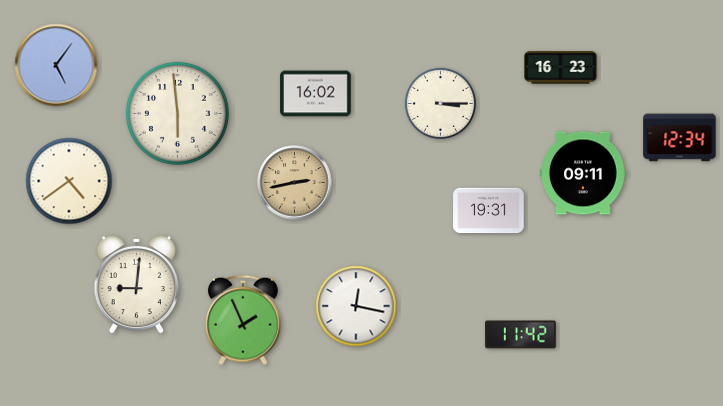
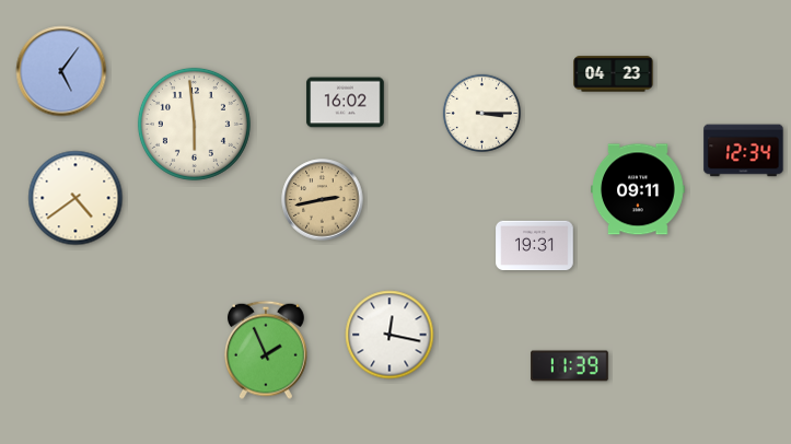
clock at (561, 68): 16:23 -> 04:23
clock at (489, 211) position: (489, 211) -> (535, 246)
clock at (136, 284): 9:01 -> none
clock at (521, 335): 11:42 -> 11:39
